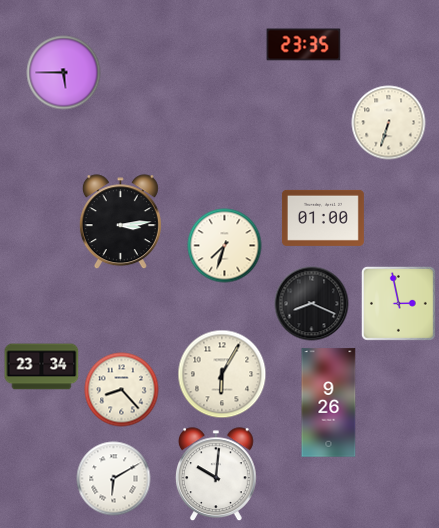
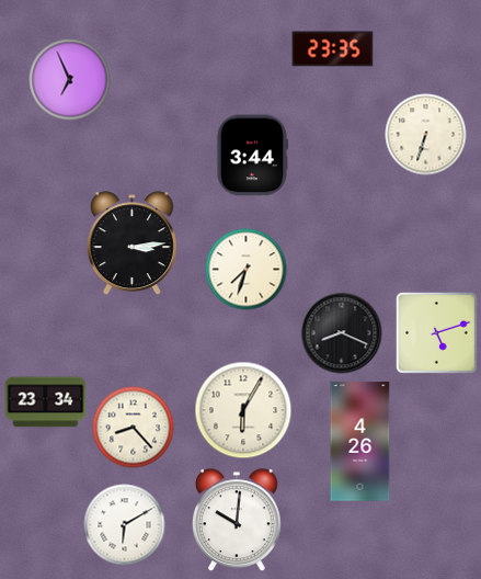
clock at (64, 73): 5:45 -> 6:56
clock at (251, 156): none -> 3:44
clock at (323, 218): 01:00 -> none
clock at (398, 303): 2:58 -> 5:12
clock at (329, 403): 9:26 -> 4:26
